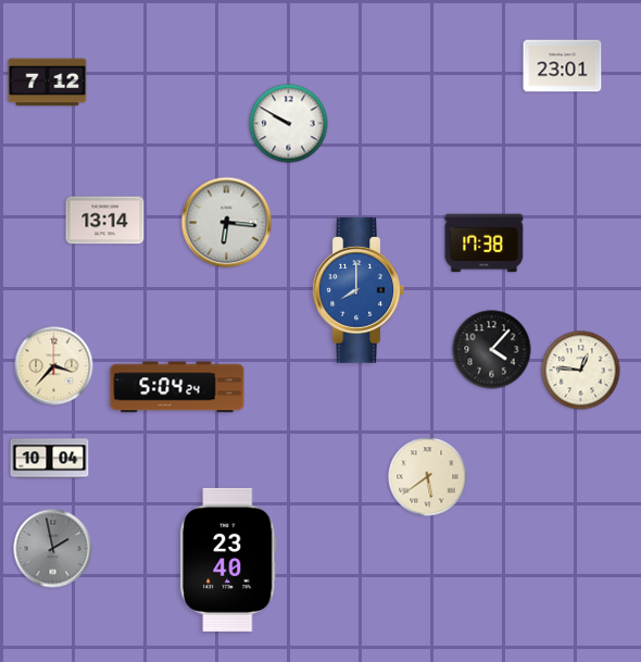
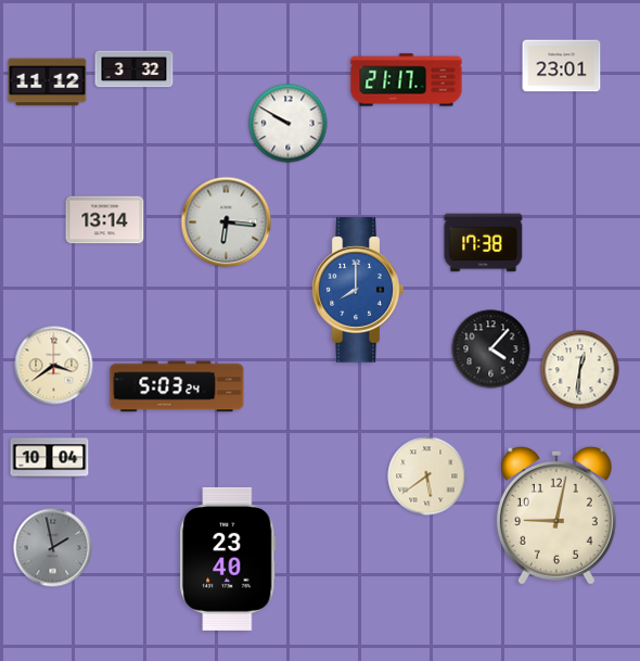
clock at (135, 69): none -> 3:32
clock at (407, 80): none -> 21:17
clock at (48, 83): 7:12 -> 11:12
clock at (54, 366): 3:37 -> 3:39
clock at (581, 371): 12:46 -> 12:31
clock at (177, 387): 5:04 -> 5:03
clock at (556, 516): none -> 9:02
